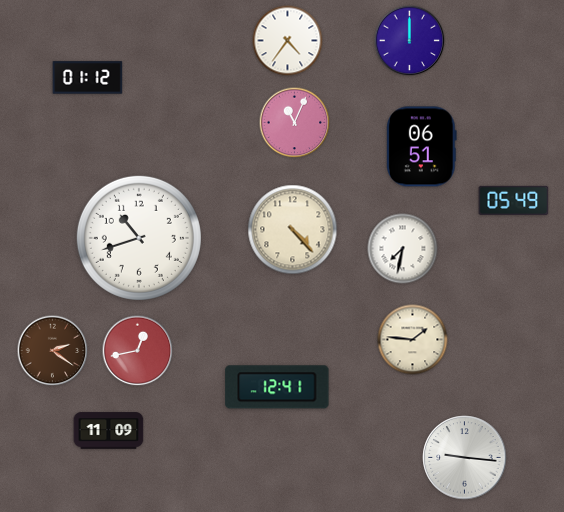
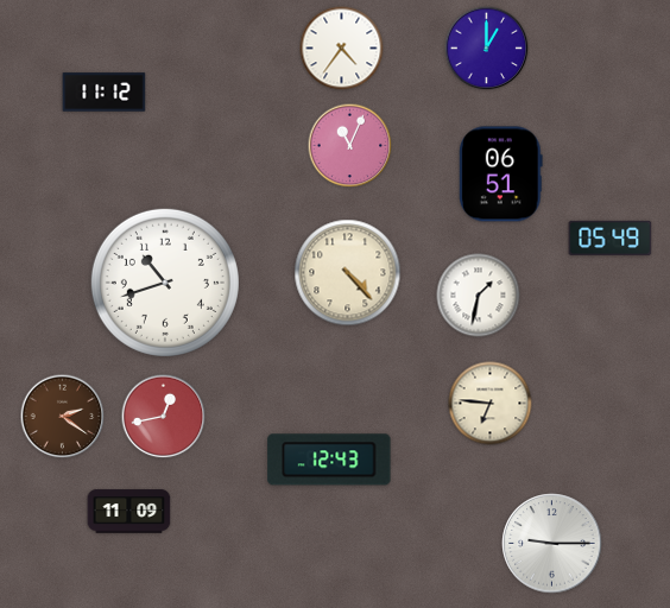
clock at (410, 41): 12:00 -> 1:00
clock at (88, 78): 01:12 -> 11:12
clock at (403, 249): 7:32 -> 1:32
clock at (413, 340): 1:46 -> 6:46
clock at (277, 387): 12:41 -> 12:43
clock at (465, 458): 9:16 -> 9:15
